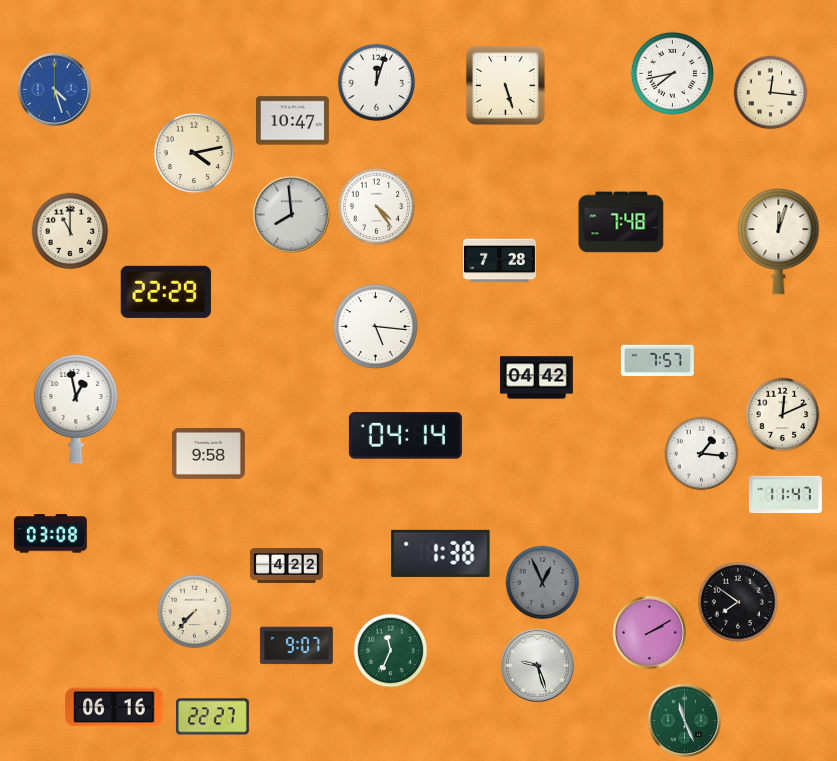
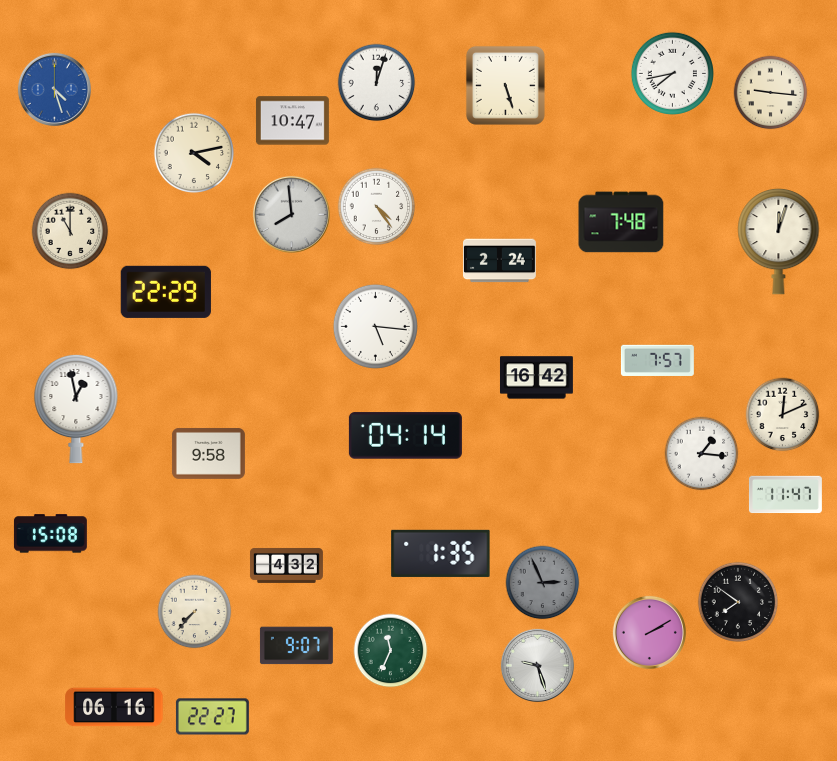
clock at (771, 93): 12:16 -> 9:16
clock at (499, 261): 7:28 -> 2:24
clock at (536, 378): 04:42 -> 16:42
clock at (50, 534): 03:08 -> 15:08
clock at (441, 553): 1:38 -> 1:35
clock at (287, 565): 4:22 -> 4:32
clock at (543, 583): 12:56 -> 2:56
clock at (684, 720): 11:26 -> none
